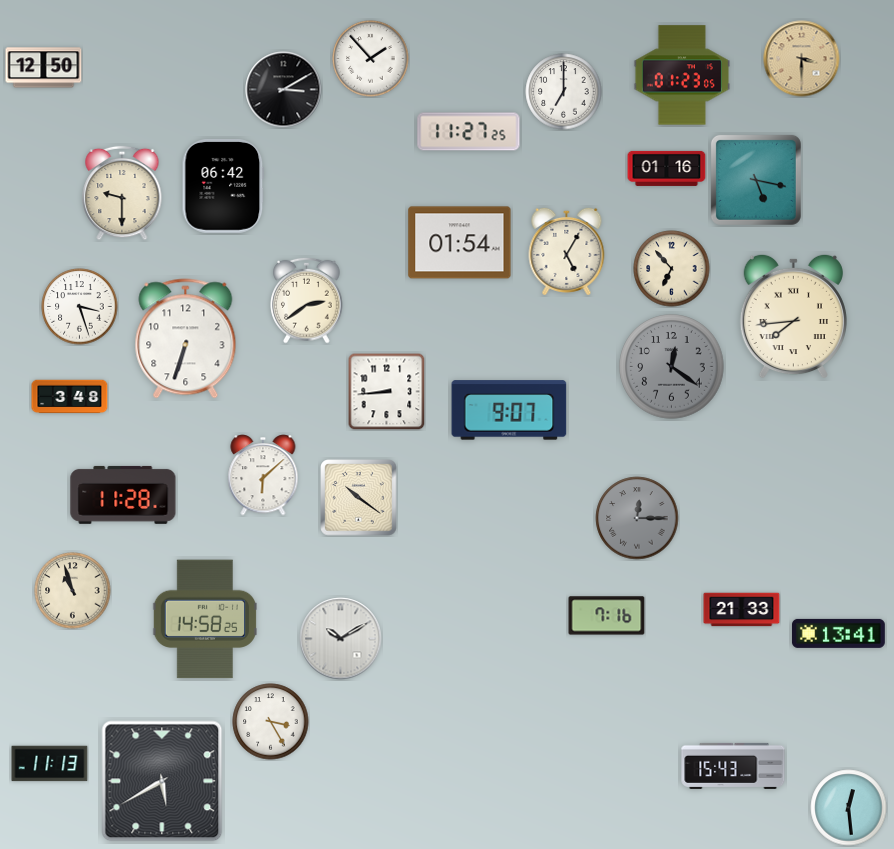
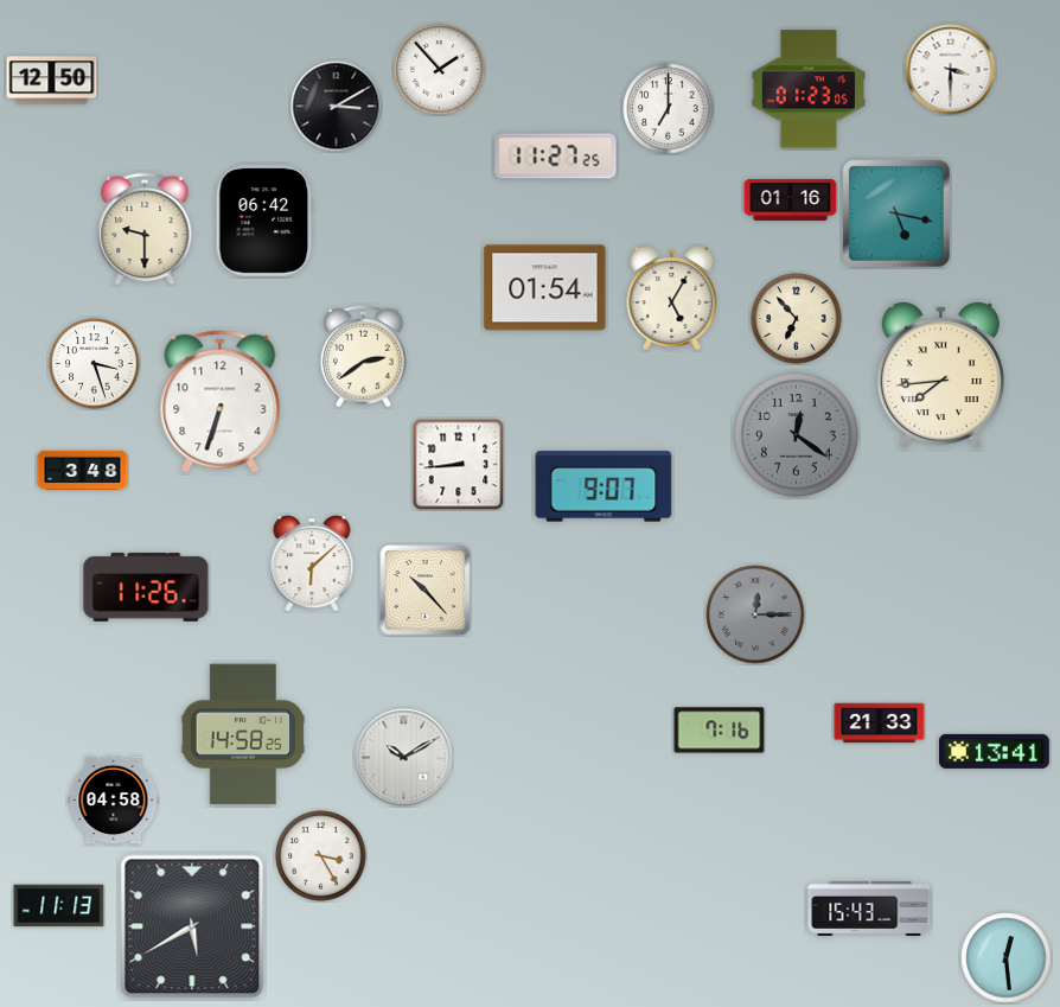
clock at (802, 59) dial: champagne -> white
clock at (123, 495): 11:28 -> 11:26
clock at (359, 498): 10:21 -> 10:23
clock at (73, 591): 10:57 -> none
clock at (114, 801): none -> 04:58
